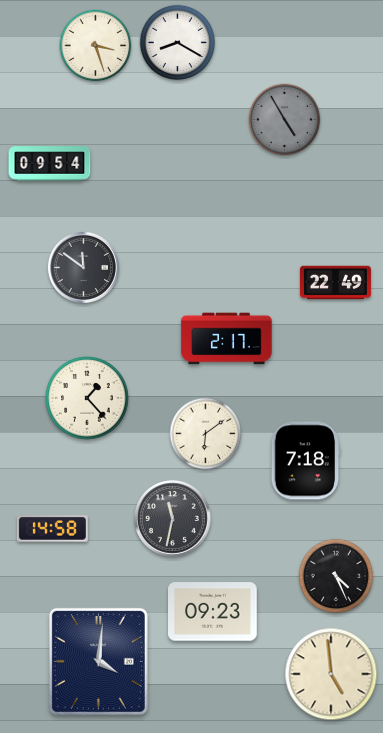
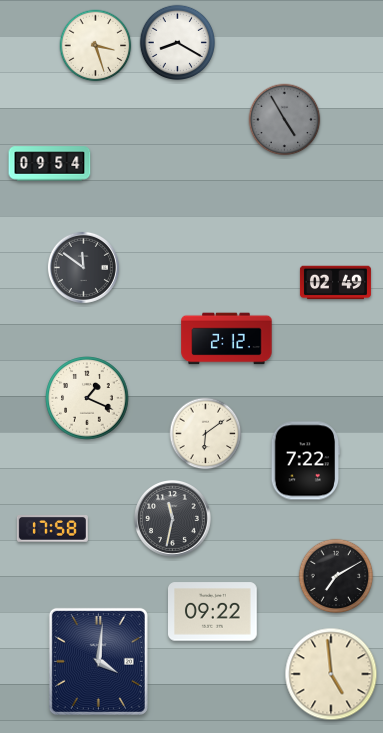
clock at (335, 283): 22:49 -> 02:49
clock at (227, 339): 2:17 -> 2:12
clock at (87, 398): 1:23 -> 1:19
clock at (306, 461): 7:18 -> 7:22
clock at (52, 529): 14:58 -> 17:58
clock at (336, 576): 4:26 -> 7:10
clock at (213, 612): 09:23 -> 09:22
